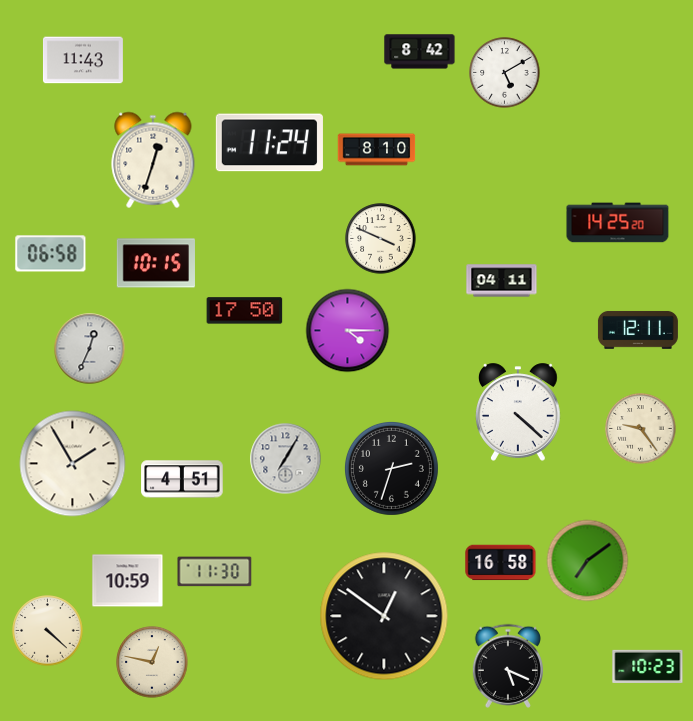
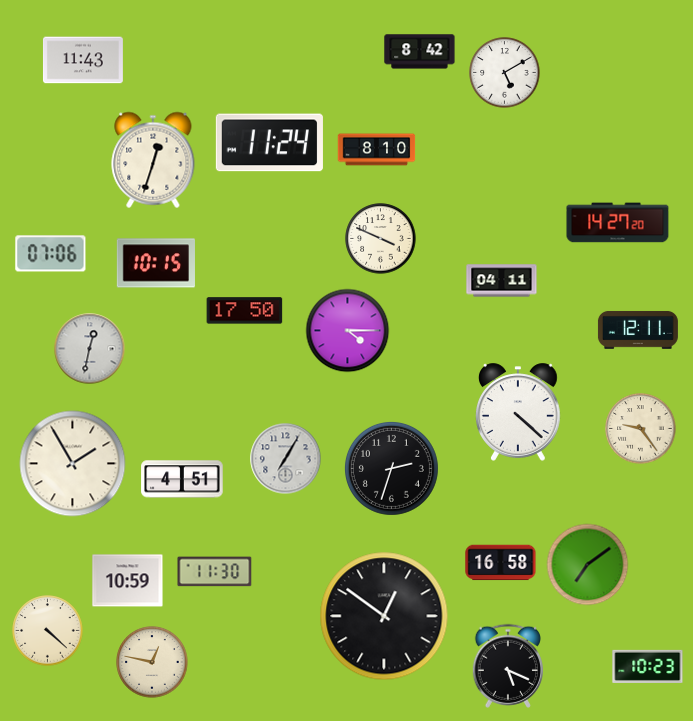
clock at (618, 223): 14:25 -> 14:27
clock at (51, 254): 06:58 -> 07:06
clock at (90, 349): 12:34 -> 12:32
clock at (588, 561) position: (588, 561) -> (588, 565)
